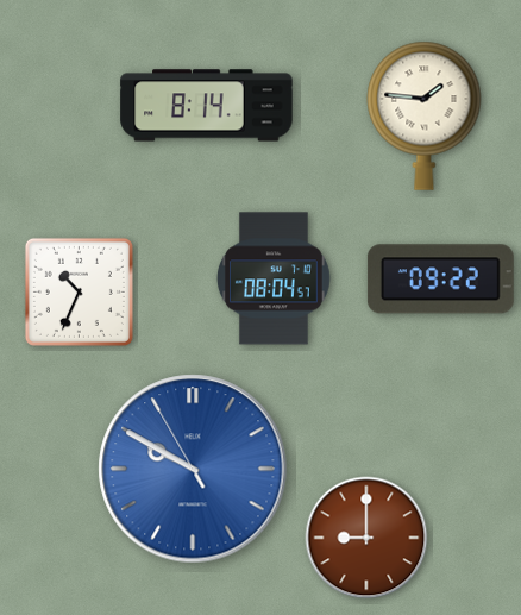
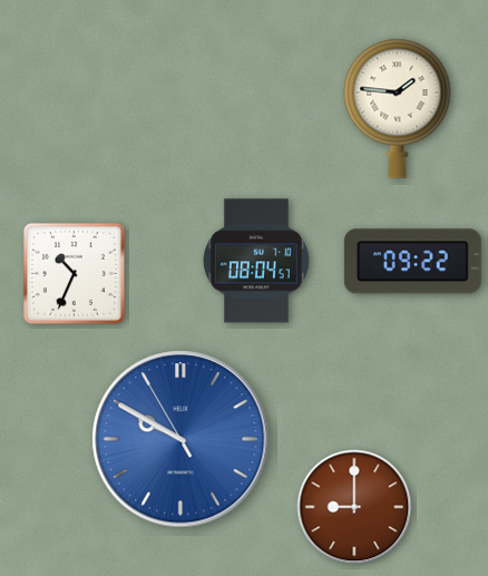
clock at (207, 106): 8:14 -> none
clock at (366, 538) position: (366, 538) -> (354, 507)
